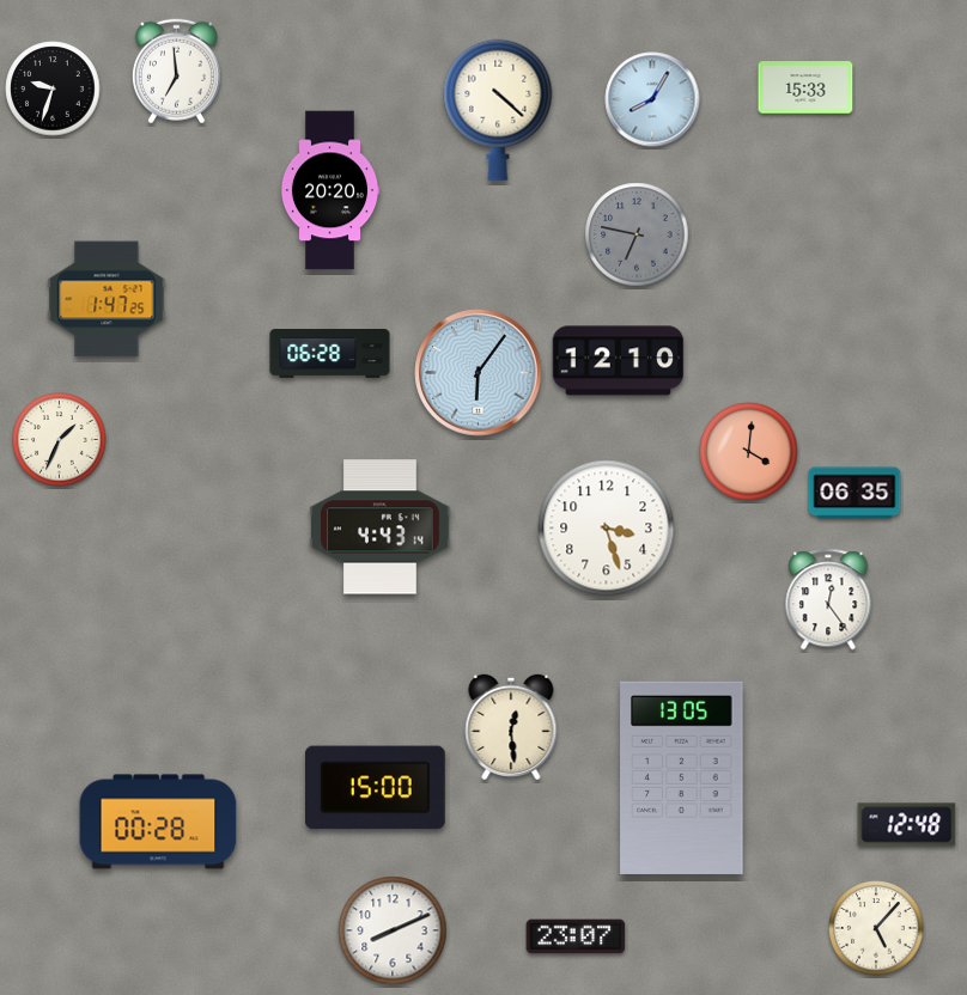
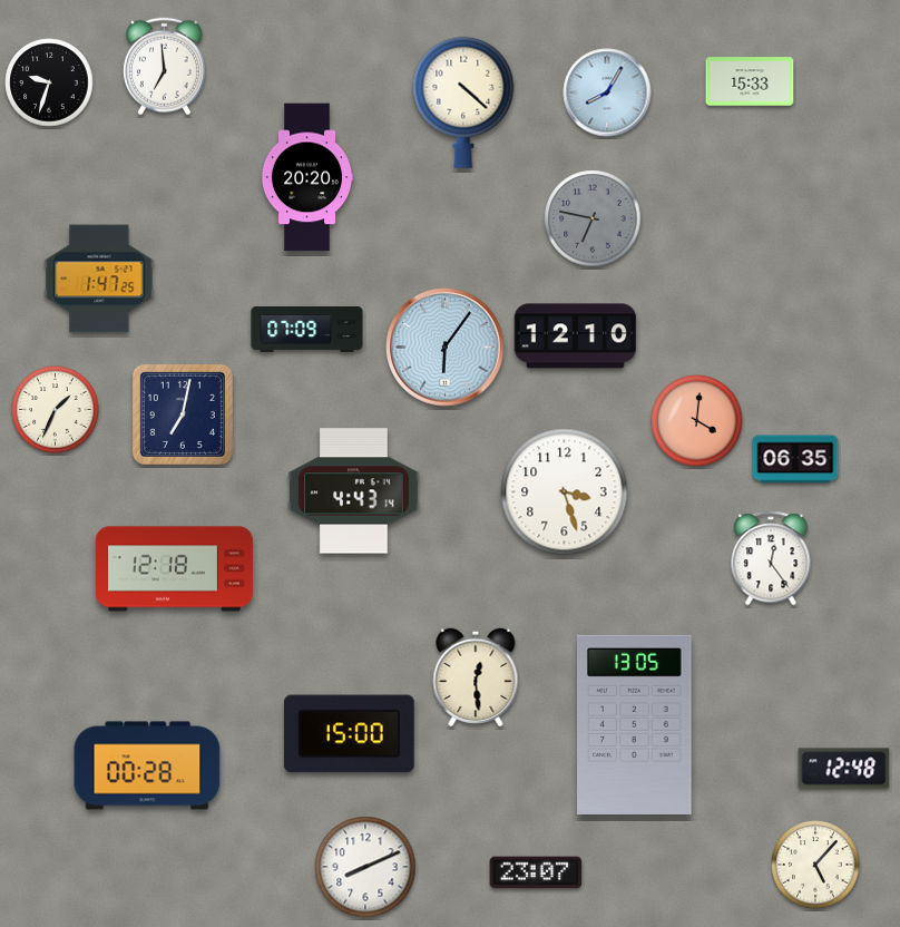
clock at (330, 354): 06:28 -> 07:09
clock at (183, 414): none -> 7:02
clock at (175, 569): none -> 12:18
